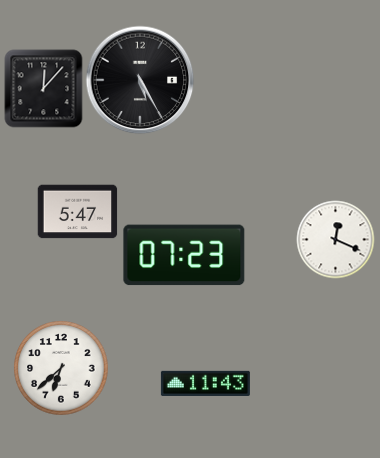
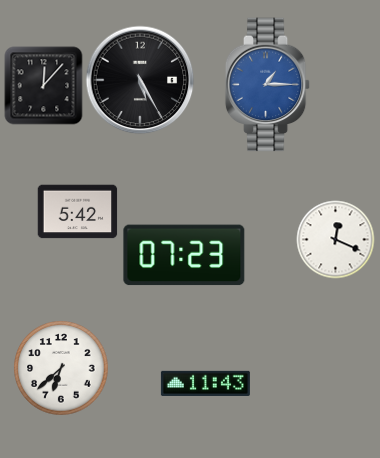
clock at (268, 85): none -> 1:15
clock at (43, 88) position: (43, 88) -> (43, 85)
clock at (77, 212): 5:47 -> 5:42
